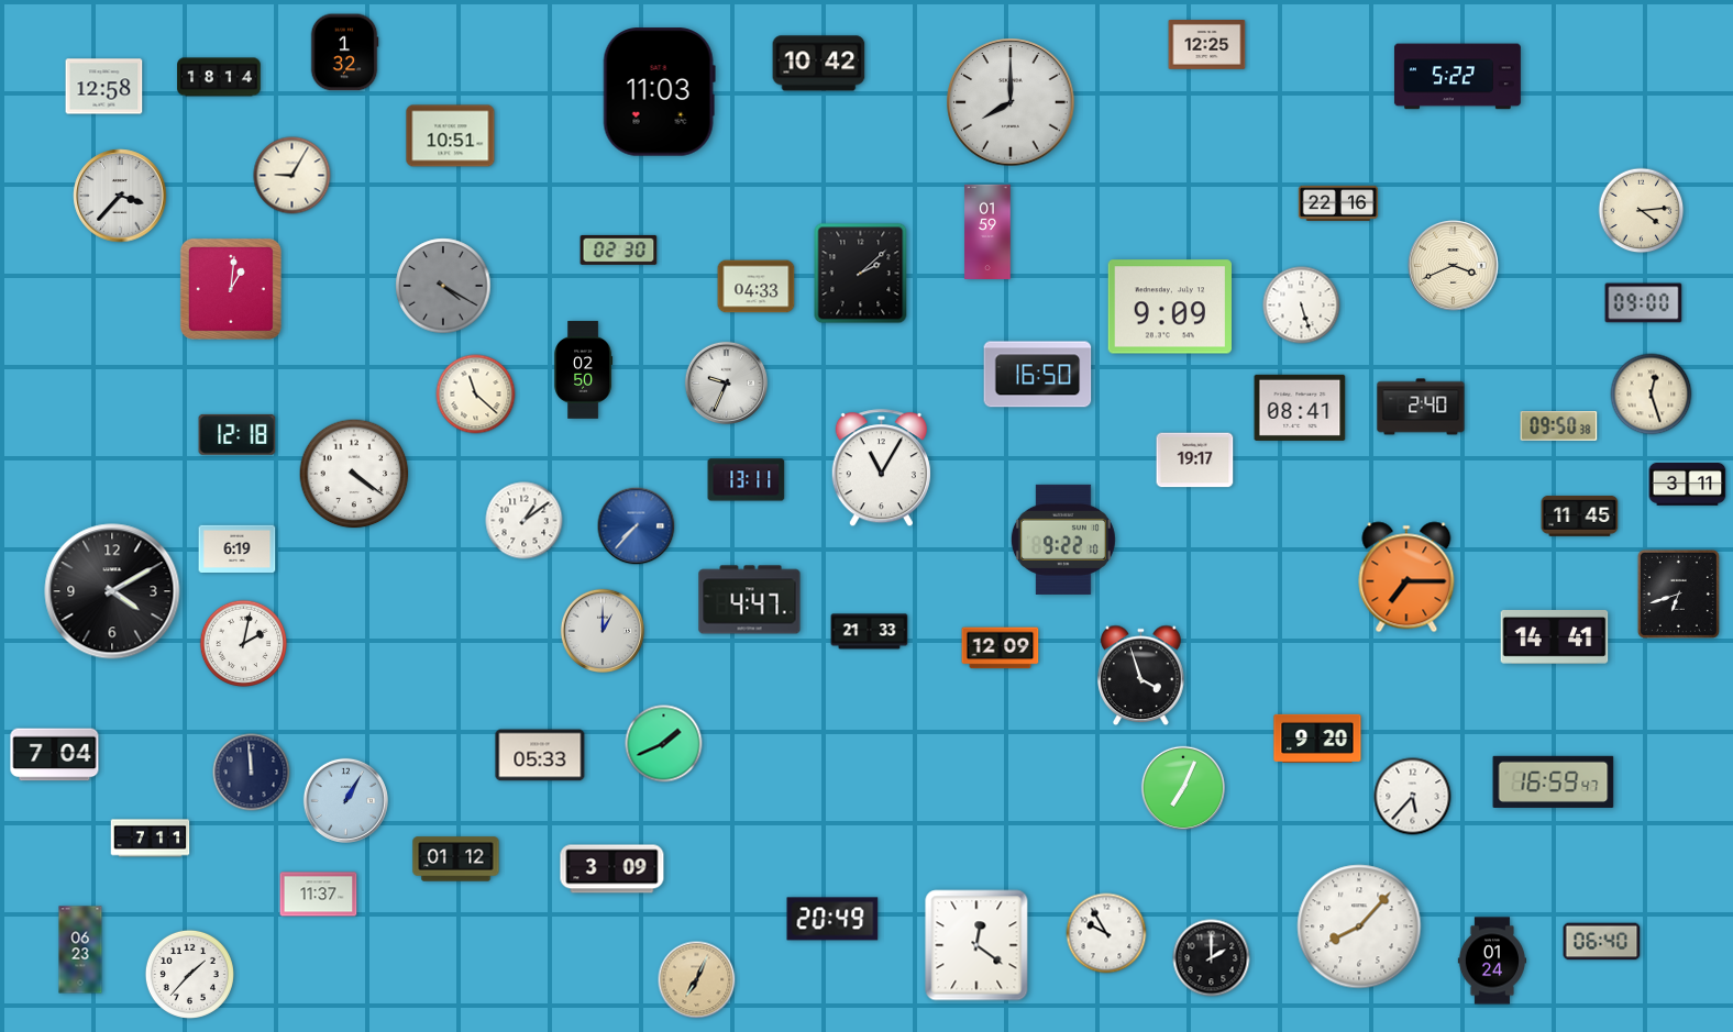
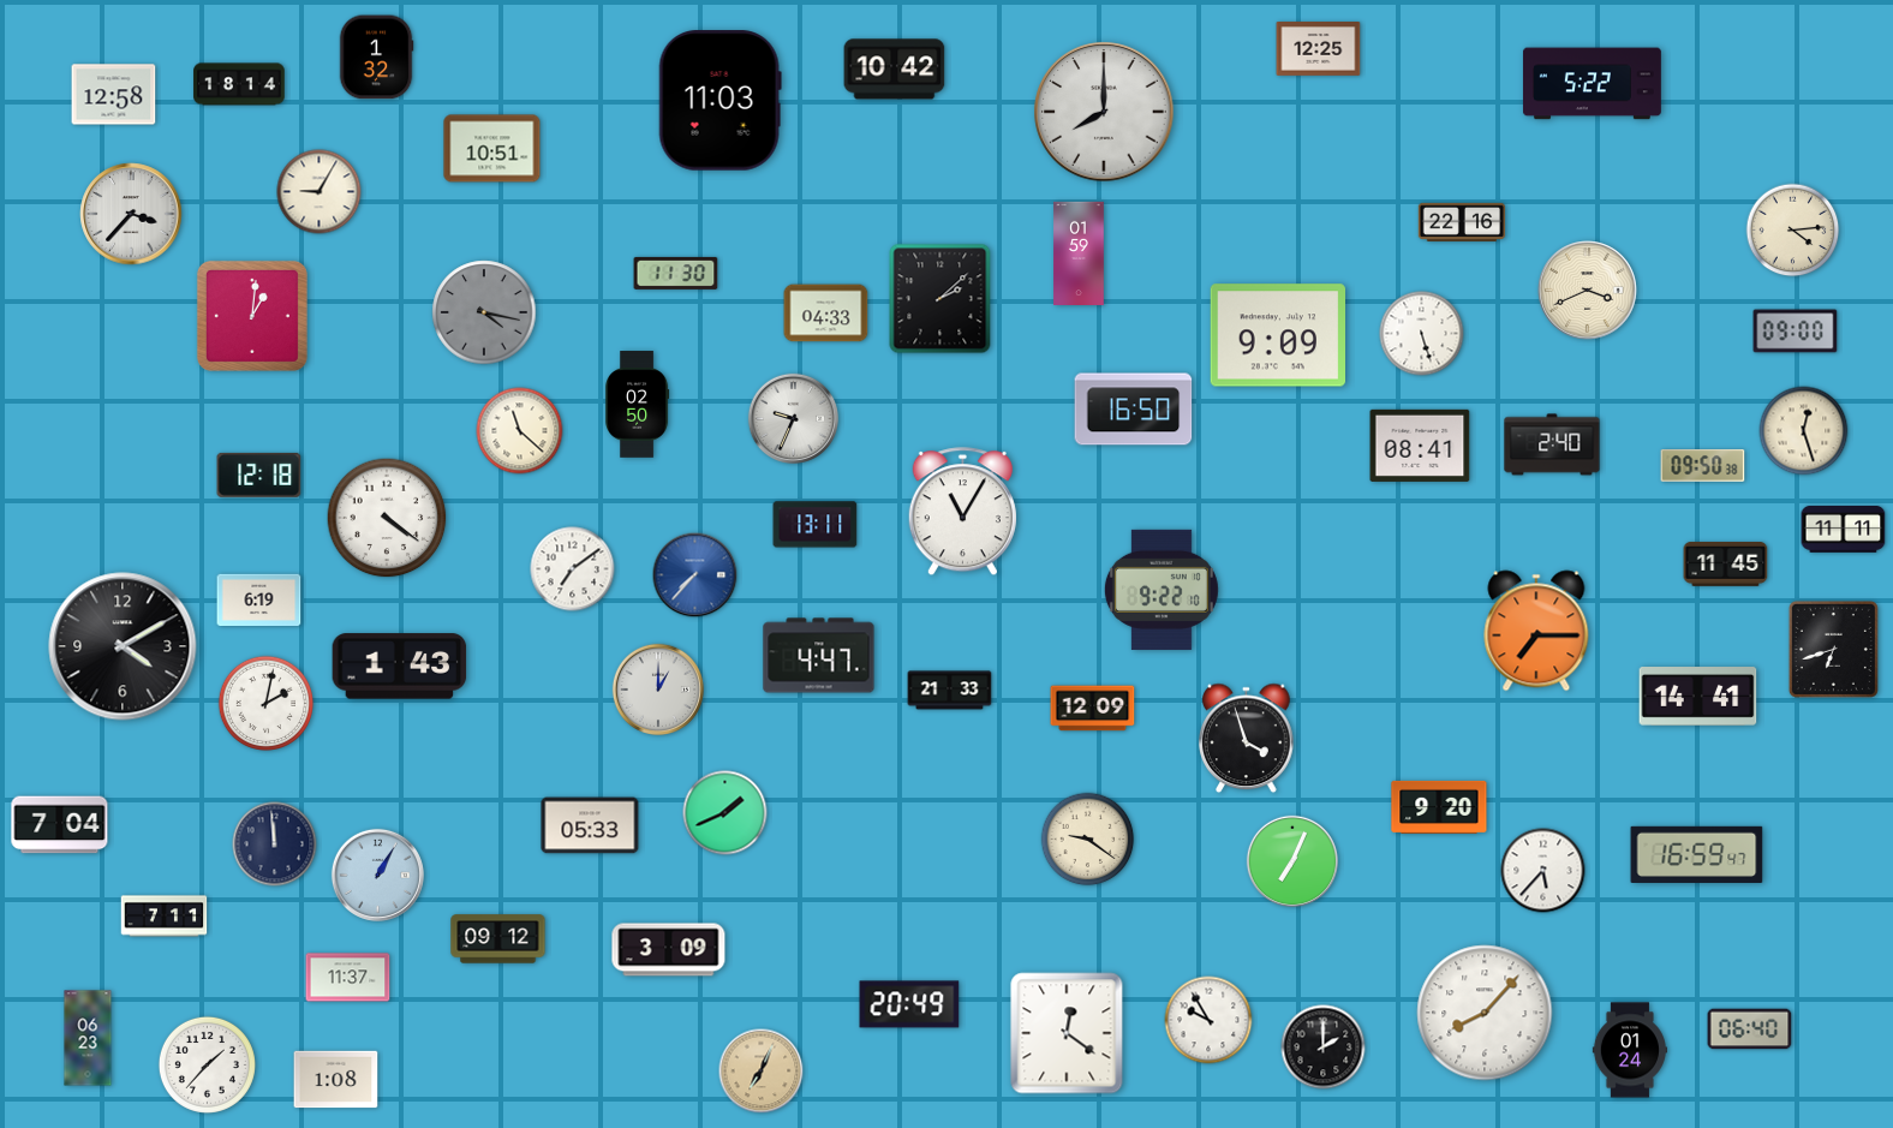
clock at (619, 249): 02:30 -> 11:30
clock at (443, 286): 4:20 -> 4:17
clock at (1195, 460): 19:17 -> none
clock at (1688, 485): 3:11 -> 11:11
clock at (525, 521): 1:09 -> 7:09
clock at (400, 667): none -> 1:43
clock at (1088, 840): none -> 9:21
clock at (456, 859): 01:12 -> 09:12
clock at (336, 1080): none -> 1:08
